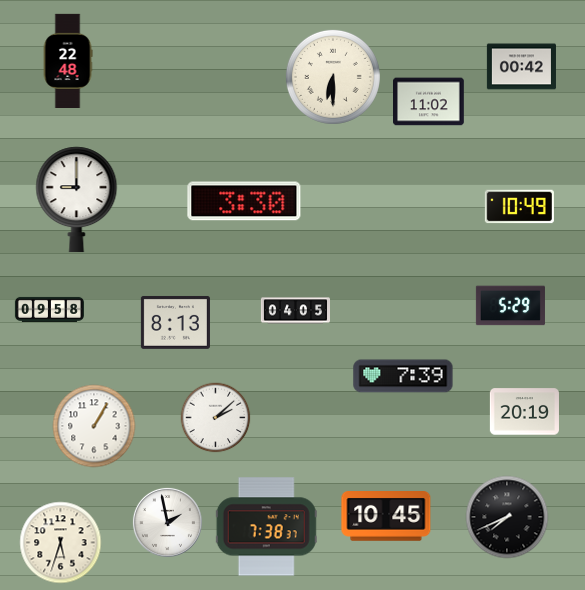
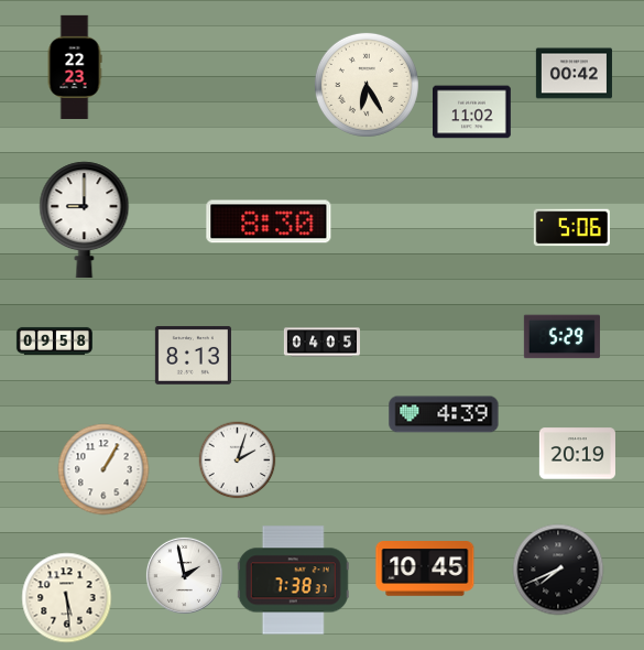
clock at (68, 60): 22:48 -> 22:23
clock at (333, 77): 6:30 -> 6:25
clock at (244, 201): 3:30 -> 8:30
clock at (519, 207): 10:49 -> 5:06
clock at (295, 311) position: (295, 311) -> (321, 343)
clock at (403, 376): 7:39 -> 4:39
clock at (216, 418): 2:08 -> 2:03
clock at (61, 543): 5:33 -> 5:29
